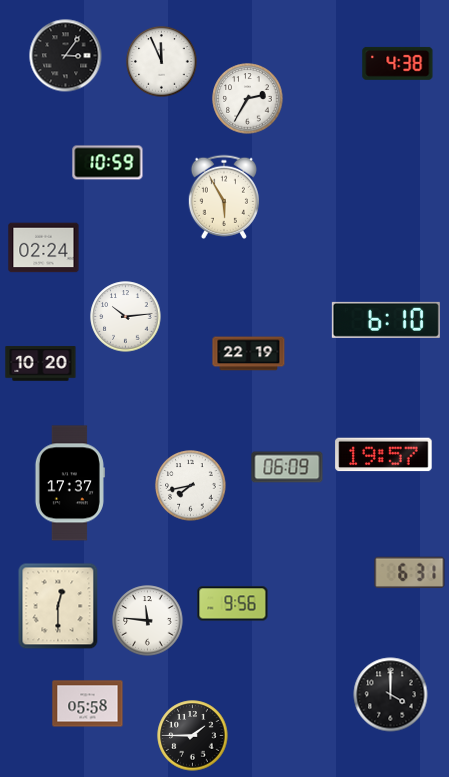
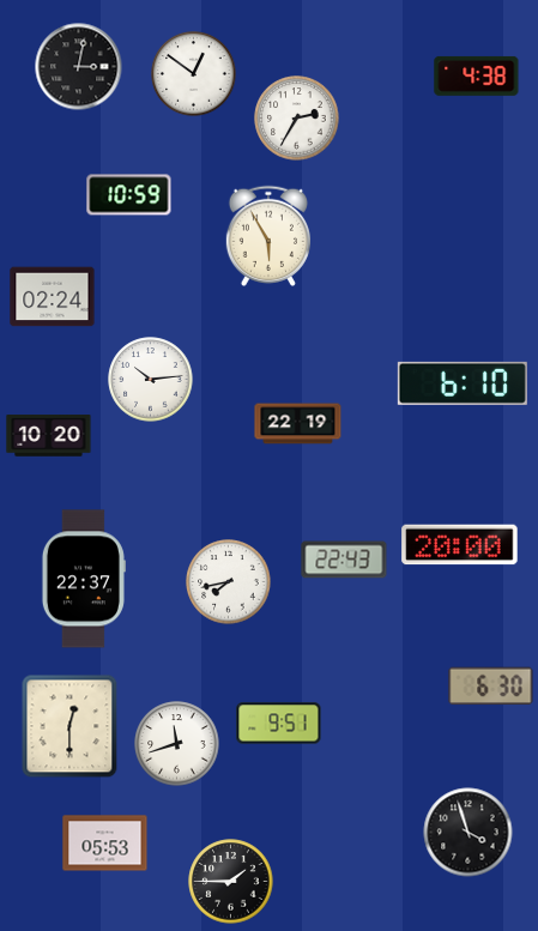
clock at (66, 56): 3:06 -> 3:02
clock at (162, 62): 11:56 -> 12:51
clock at (384, 455): 19:57 -> 20:00
clock at (287, 467): 06:09 -> 22:43
clock at (70, 483): 17:37 -> 22:37
clock at (410, 573): 6:31 -> 6:30
clock at (233, 604): 9:56 -> 9:51
clock at (148, 621): 11:46 -> 11:42
clock at (391, 695): 4:00 -> 3:57
clock at (88, 704): 05:58 -> 05:53
